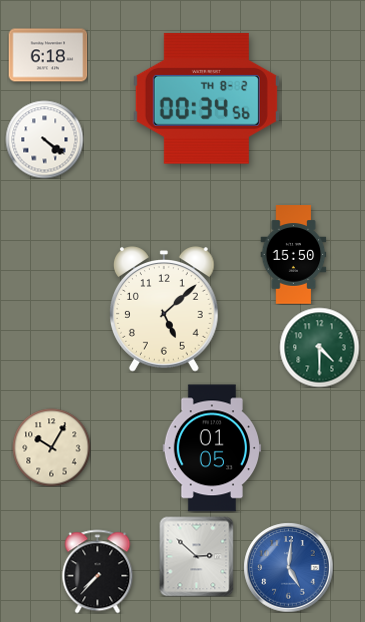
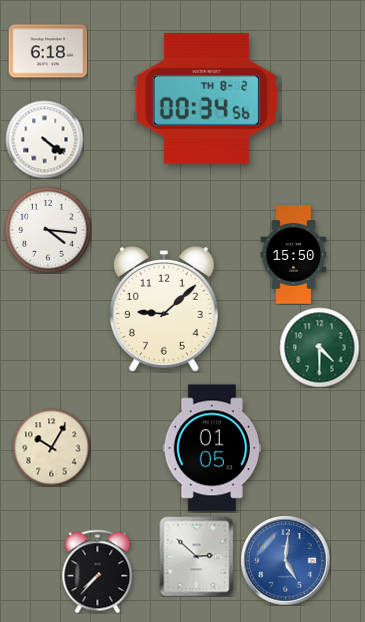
clock at (48, 55) position: (48, 55) -> (48, 51)
clock at (48, 230): none -> 4:16
clock at (165, 309): 5:08 -> 9:08
clock at (288, 567) position: (288, 567) -> (285, 560)
